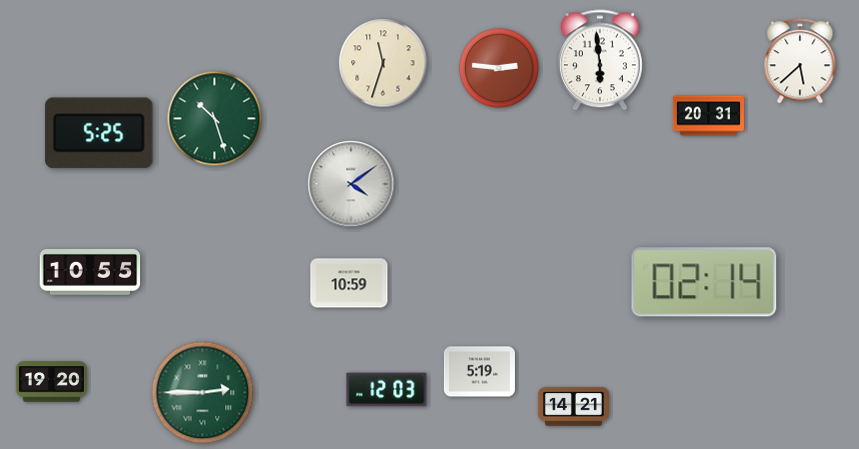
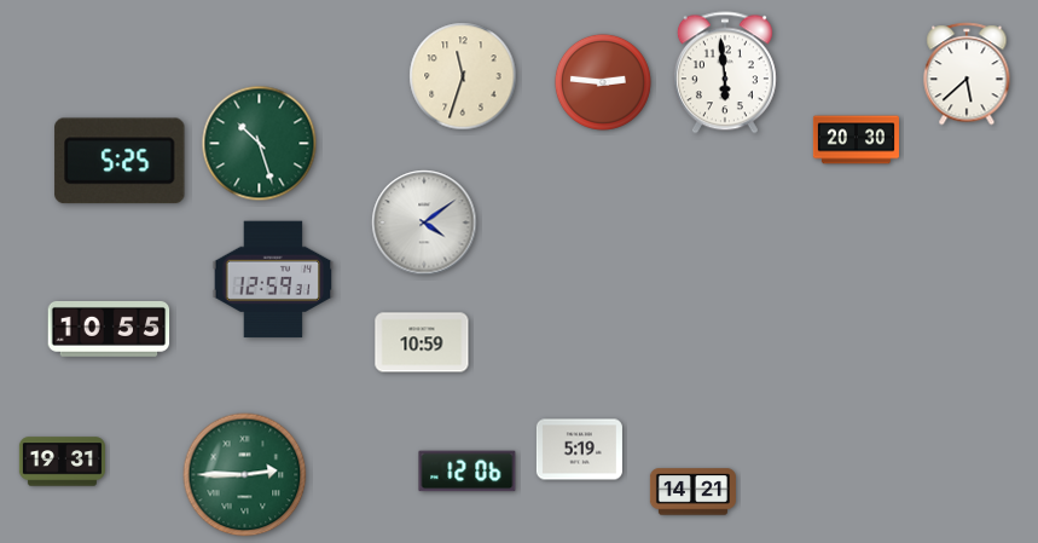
clock at (708, 116): 20:31 -> 20:30
clock at (273, 279): none -> 12:59
clock at (704, 282): 02:14 -> none
clock at (51, 382): 19:20 -> 19:31
clock at (387, 390): 12:03 -> 12:06
